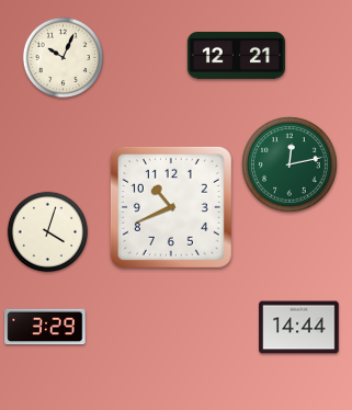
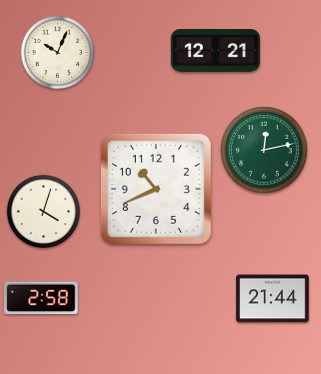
clock at (45, 327): 3:29 -> 2:58
clock at (299, 328): 14:44 -> 21:44
